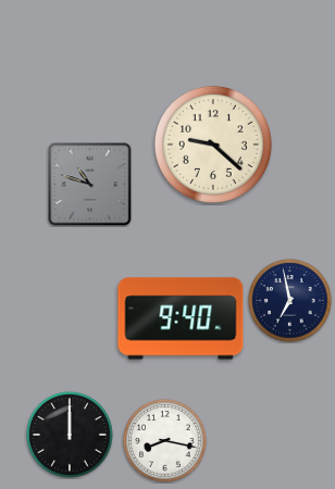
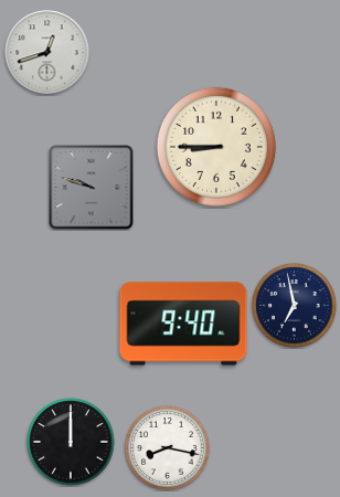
clock at (47, 53): none -> 12:42
clock at (213, 145): 9:22 -> 8:45
clock at (90, 185): 10:48 -> 9:48
